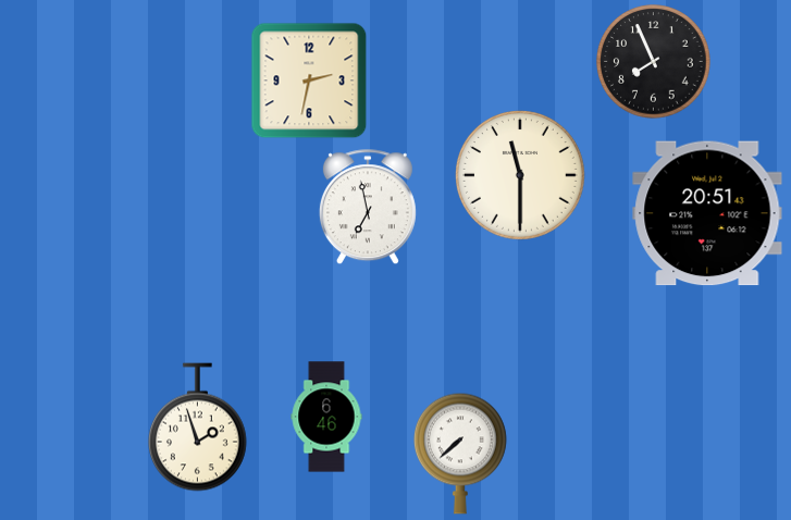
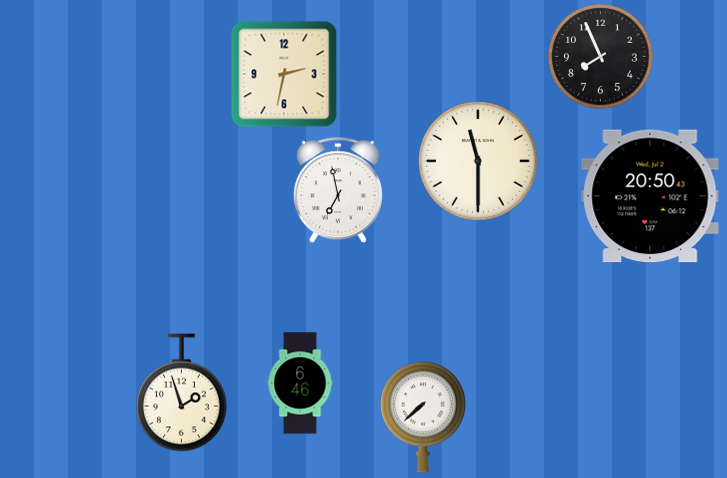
clock at (707, 213): 20:51 -> 20:50
